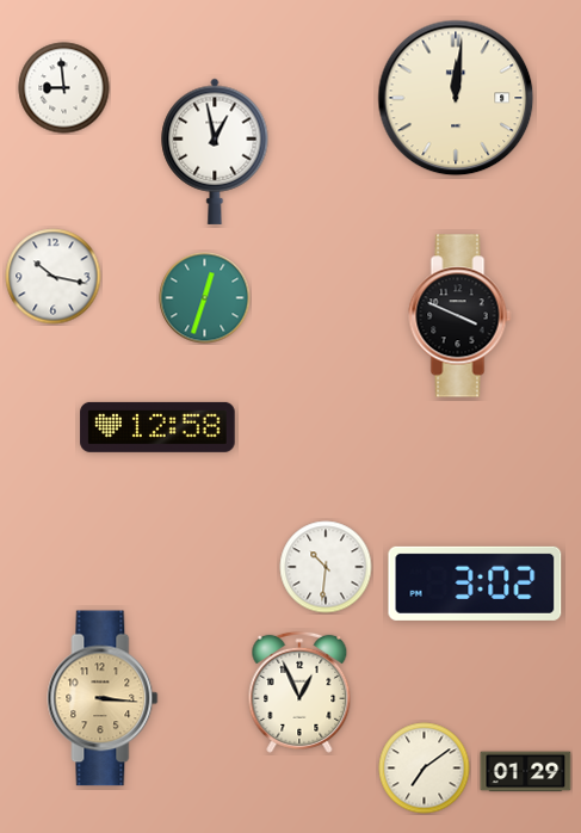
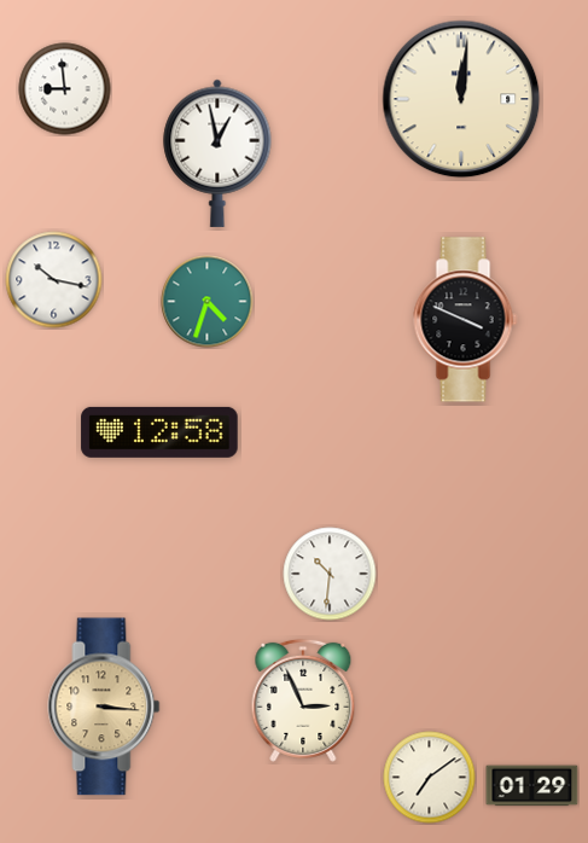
clock at (205, 298): 12:33 -> 4:33
clock at (475, 584): 3:02 -> none
clock at (299, 692): 12:56 -> 2:56
clock at (526, 772) position: (526, 772) -> (532, 786)
